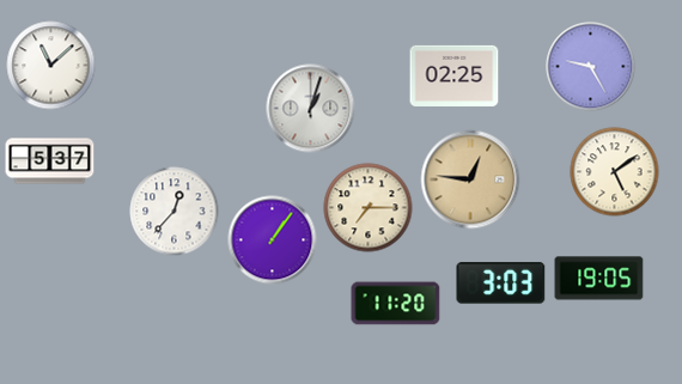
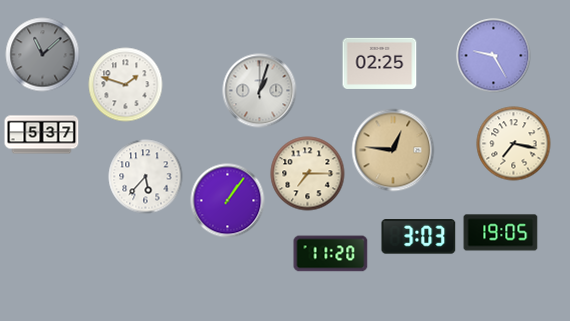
clock at (51, 66) dial: white -> grey
clock at (126, 85): none -> 1:48
clock at (615, 172): 5:09 -> 7:17
clock at (175, 212): 12:37 -> 5:37
